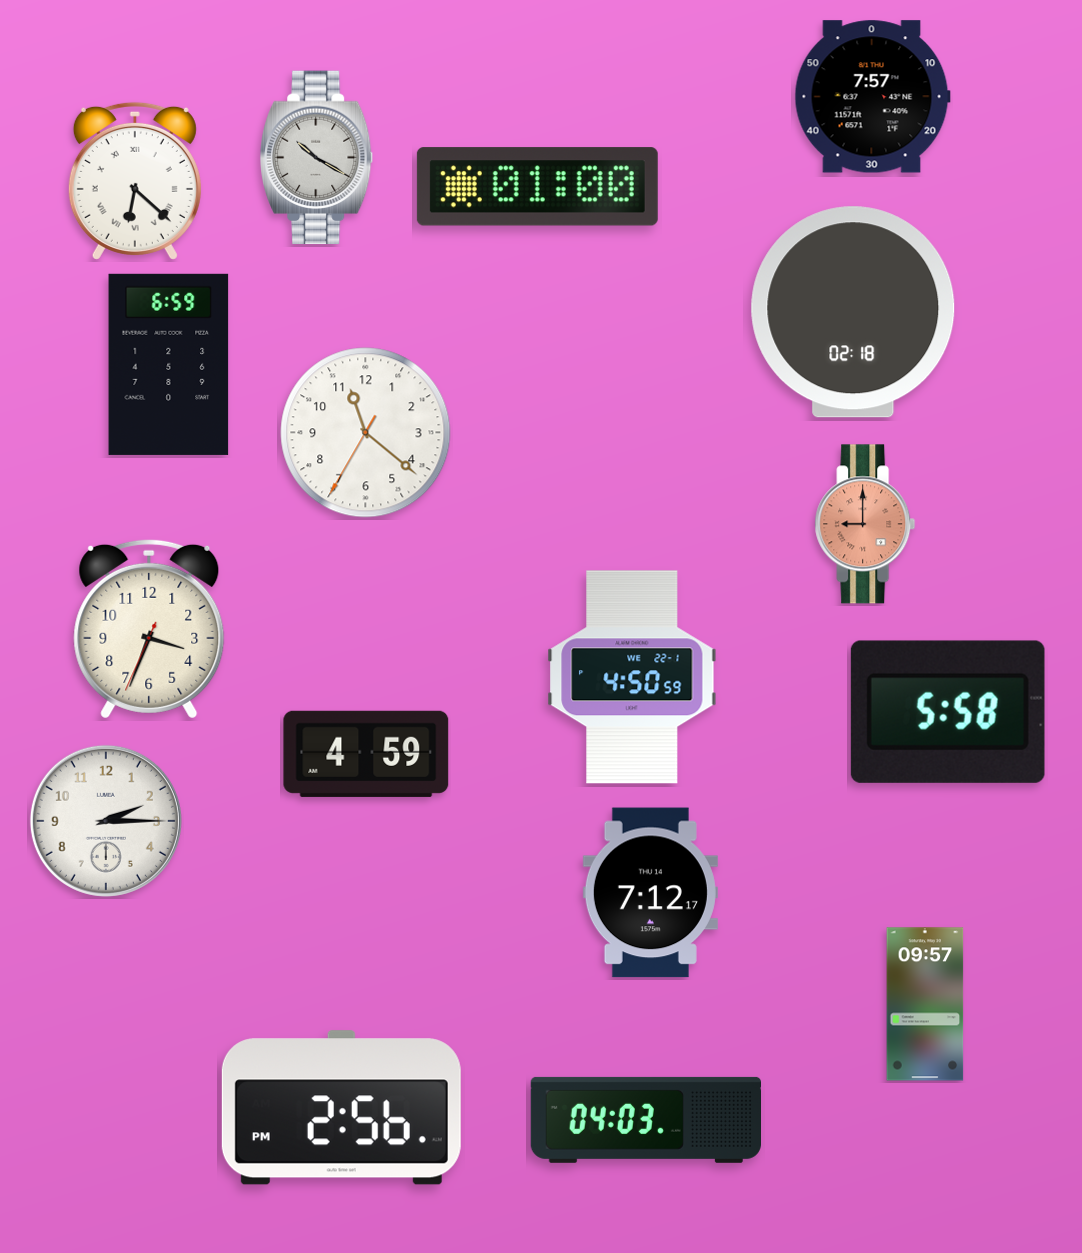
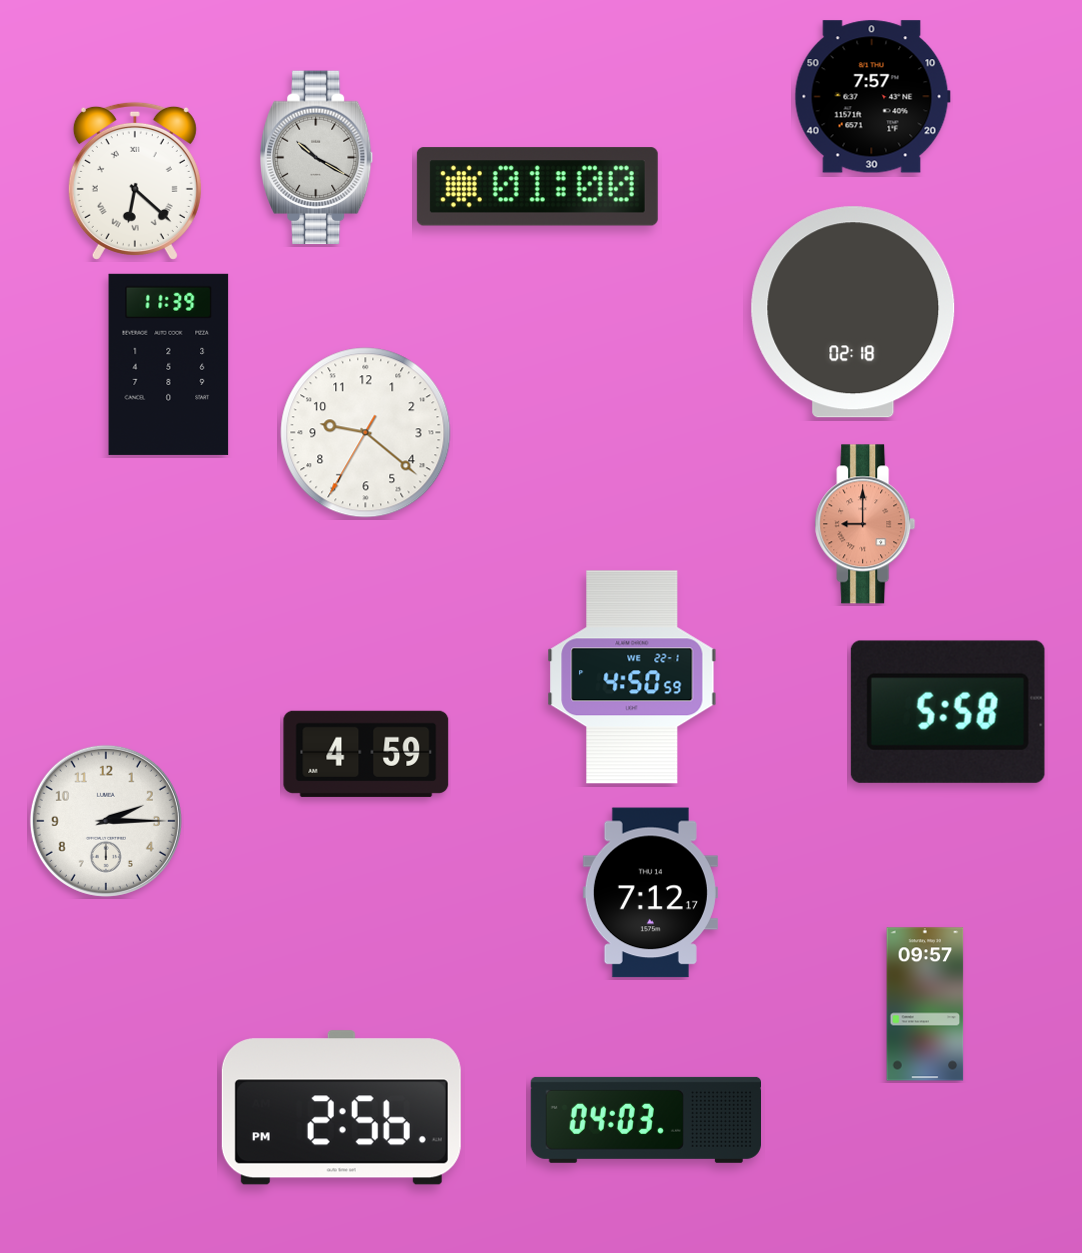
clock at (169, 364): 6:59 -> 11:39
clock at (366, 433): 11:21 -> 9:21
clock at (149, 629): 3:33 -> none
